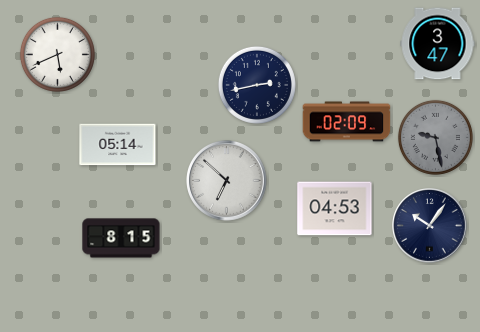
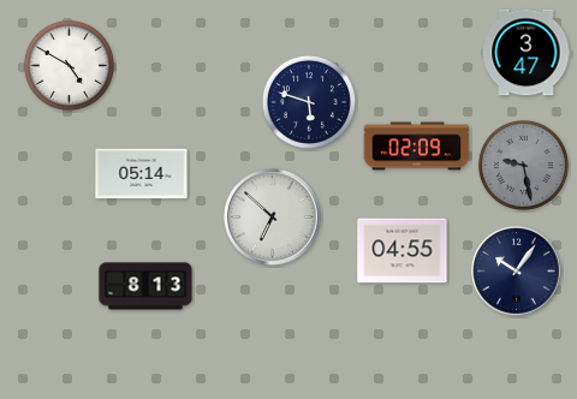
clock at (57, 54): 5:41 -> 4:50
clock at (257, 85): 2:43 -> 5:48
clock at (335, 209): 04:53 -> 04:55
clock at (121, 238): 8:15 -> 8:13
